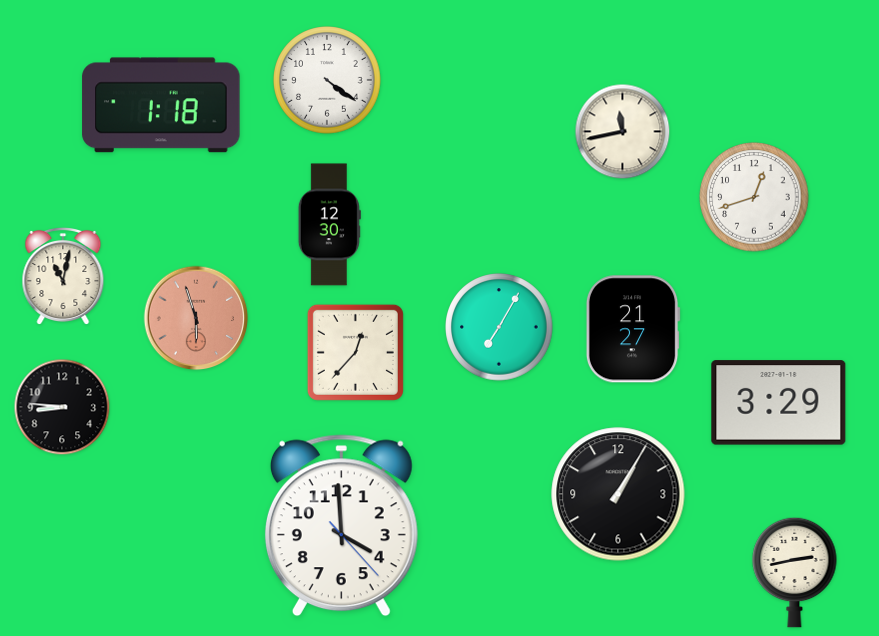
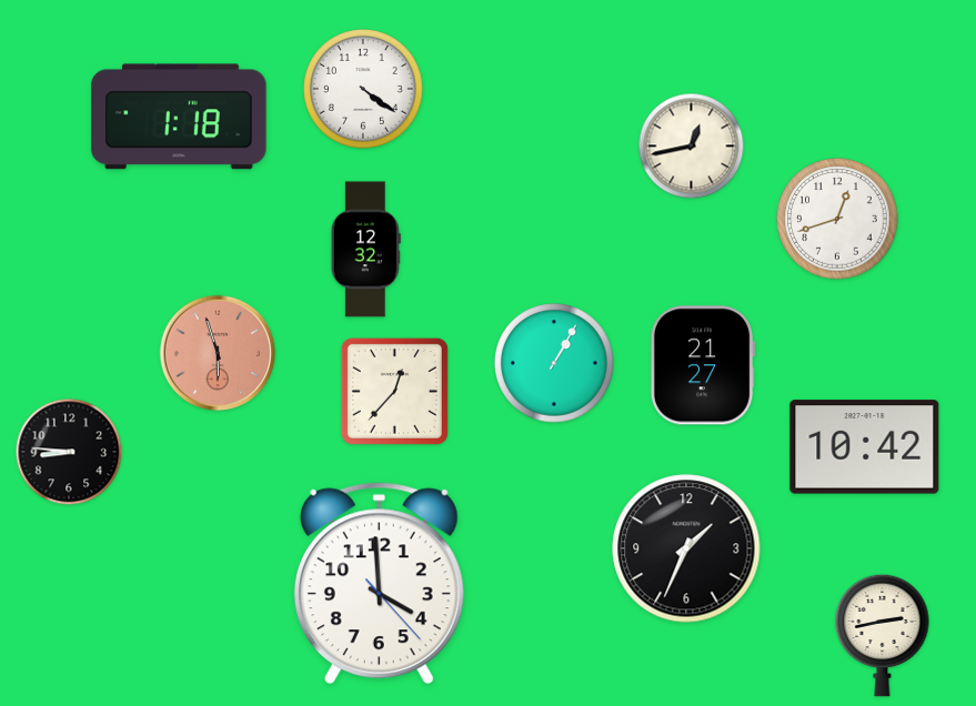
clock at (623, 132): 11:43 -> 12:43
clock at (329, 225): 12:30 -> 12:32
clock at (63, 275): 11:02 -> none
clock at (499, 327): 7:05 -> 1:05
clock at (779, 403): 3:29 -> 10:42
clock at (618, 494): 1:05 -> 1:34
